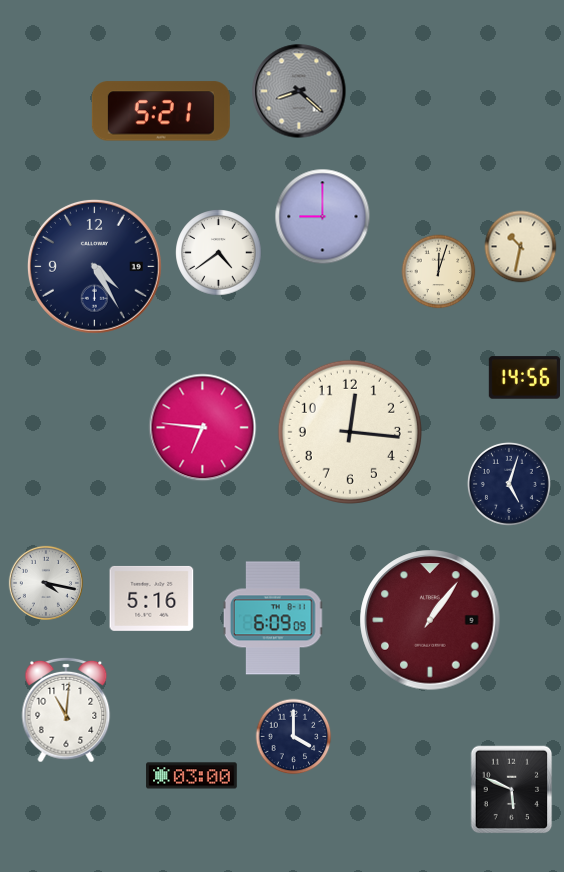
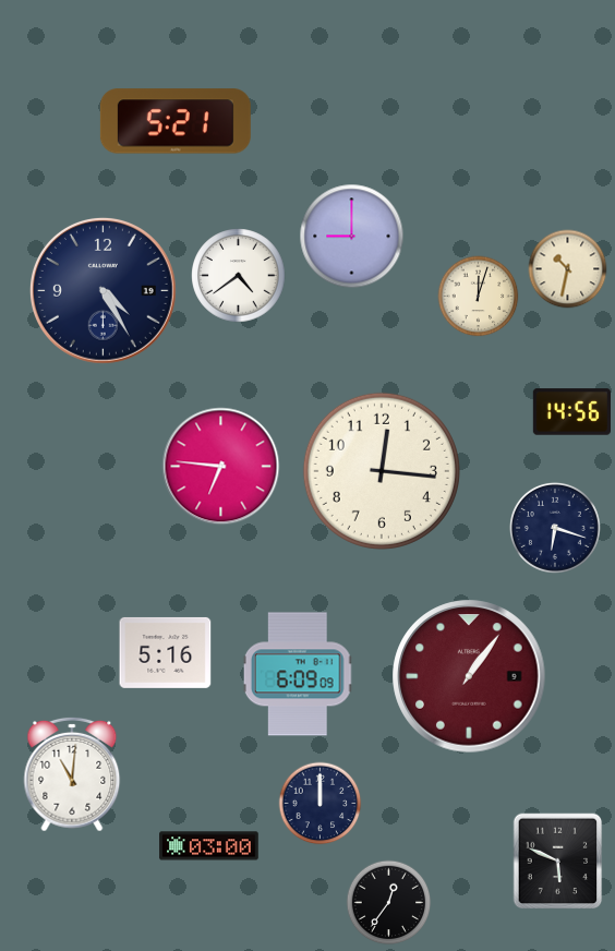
clock at (299, 91): 8:22 -> none
clock at (509, 484): 5:03 -> 6:18
clock at (46, 583): 4:17 -> none
clock at (294, 737): 4:00 -> 12:00
clock at (389, 903): none -> 12:36
